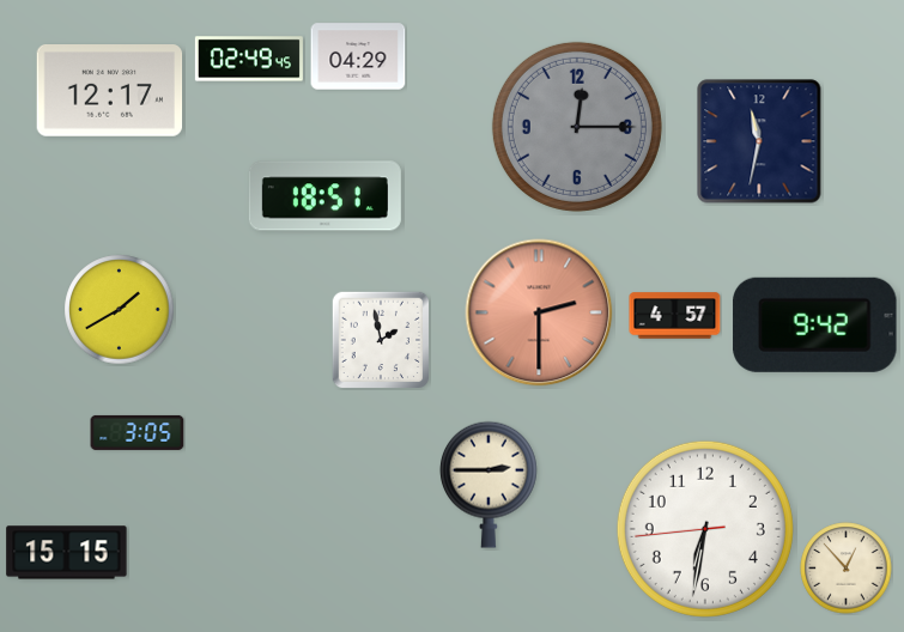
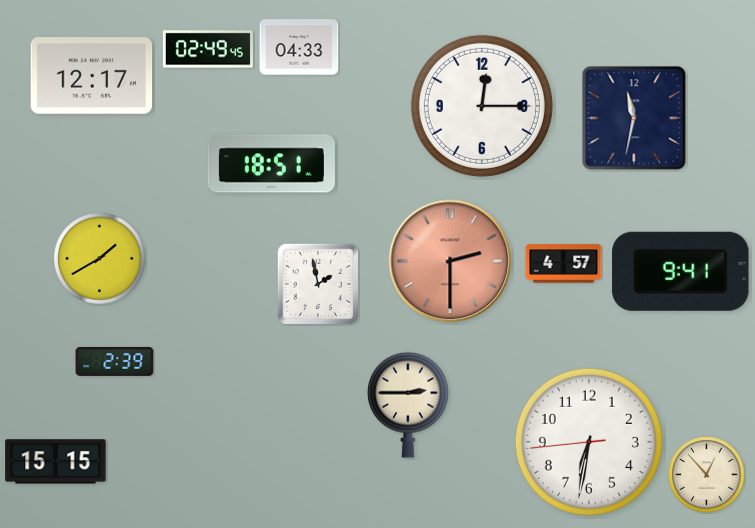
clock at (358, 56): 04:29 -> 04:33
clock at (577, 127) dial: grey -> white
clock at (815, 324): 9:42 -> 9:41
clock at (138, 432): 3:05 -> 2:39
